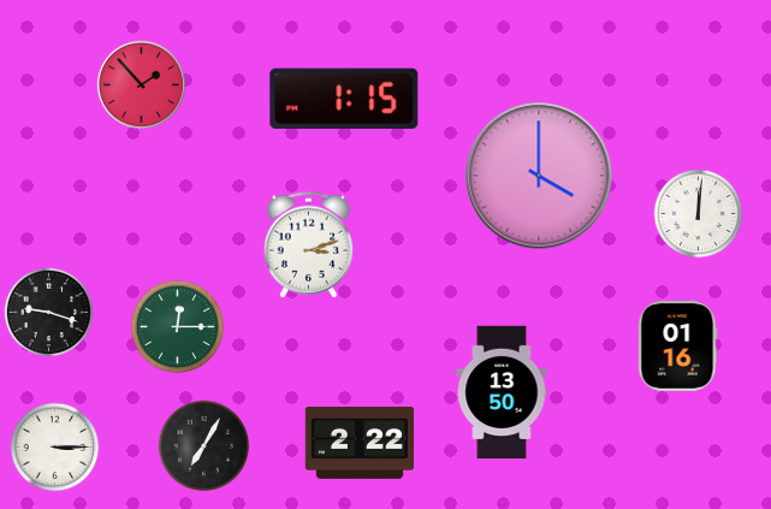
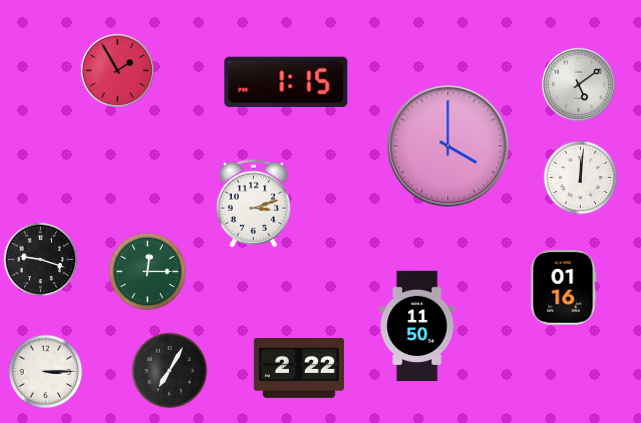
clock at (141, 84): 1:53 -> 1:55
clock at (578, 84): none -> 5:09
clock at (309, 245) position: (309, 245) -> (254, 204)
clock at (502, 392): 13:50 -> 11:50
